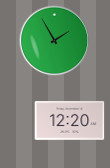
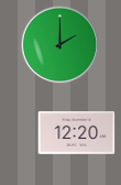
clock at (55, 41): 1:55 -> 2:00
